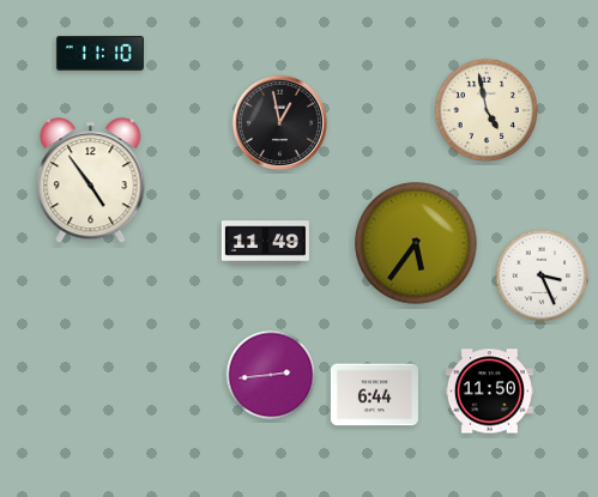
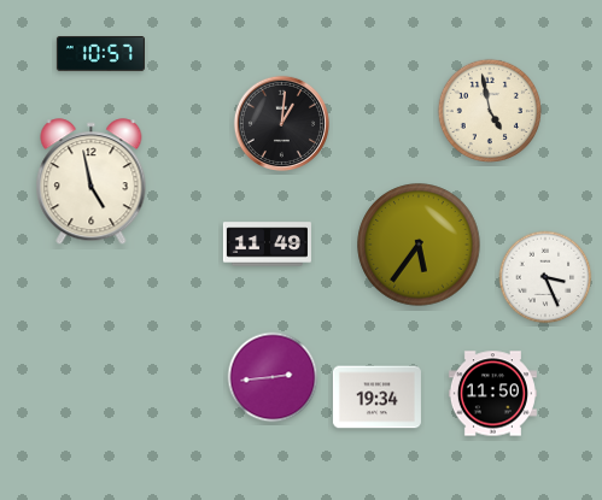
clock at (99, 54): 11:10 -> 10:57
clock at (279, 122): 12:58 -> 1:01
clock at (91, 181): 4:54 -> 4:58
clock at (374, 395): 6:44 -> 19:34
